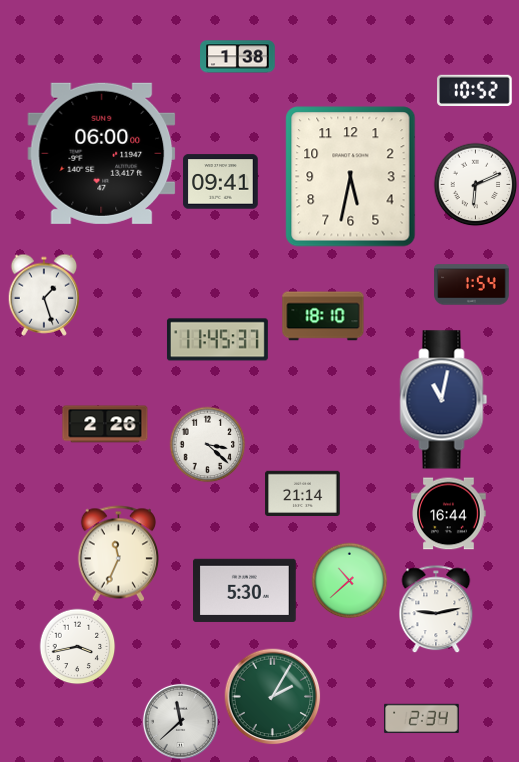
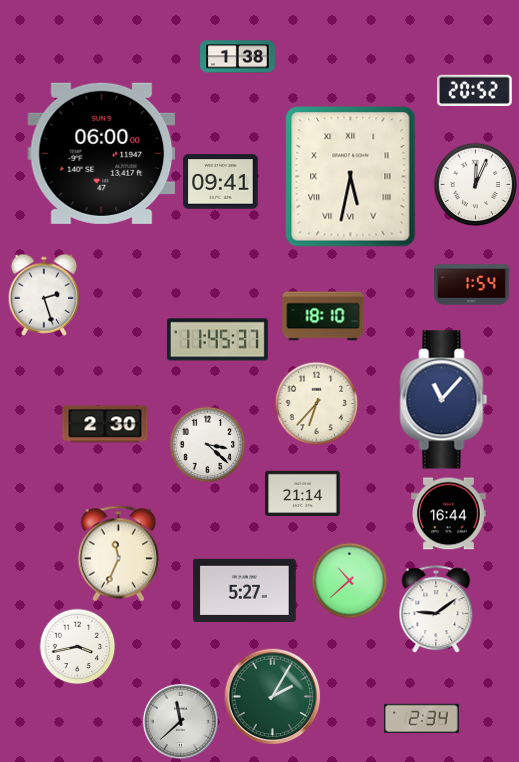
clock at (475, 90): 10:52 -> 20:52
clock at (351, 177) numerals: Arabic -> Roman
clock at (476, 185): 6:11 -> 12:04
clock at (44, 295): 1:27 -> 2:27
clock at (444, 400): 11:02 -> 11:07
clock at (317, 404): none -> 6:37
clock at (105, 424): 2:26 -> 2:30
clock at (245, 590): 5:30 -> 5:27
clock at (436, 610): 9:13 -> 9:09
